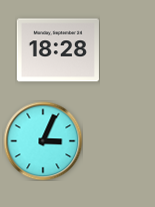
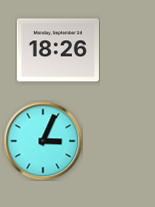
clock at (58, 50): 18:28 -> 18:26
